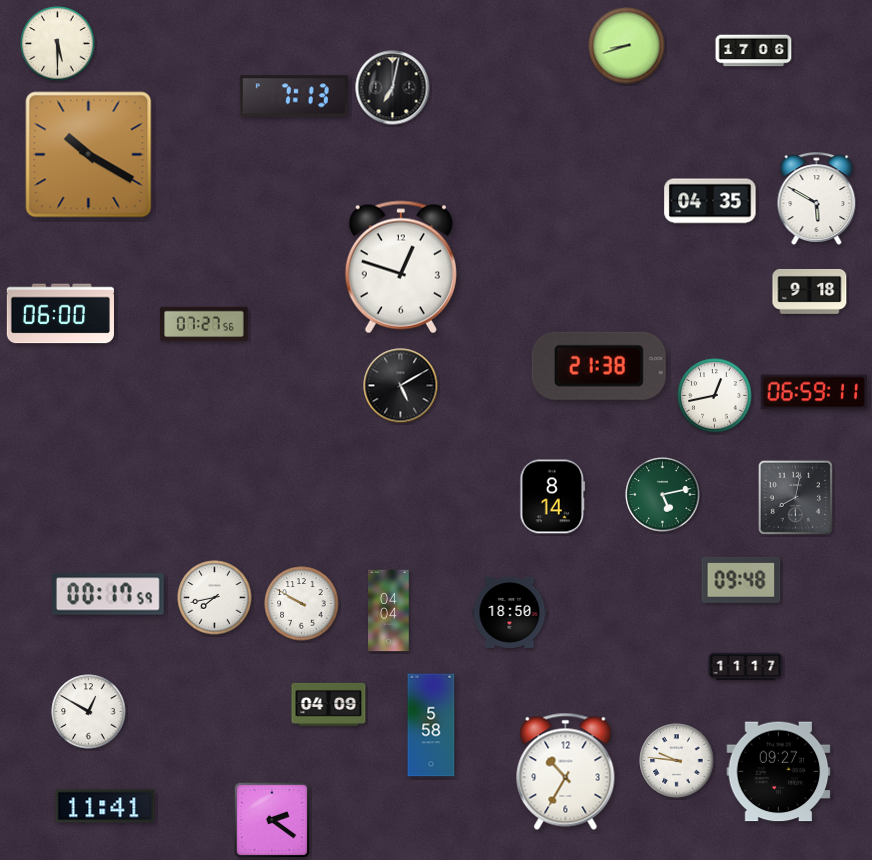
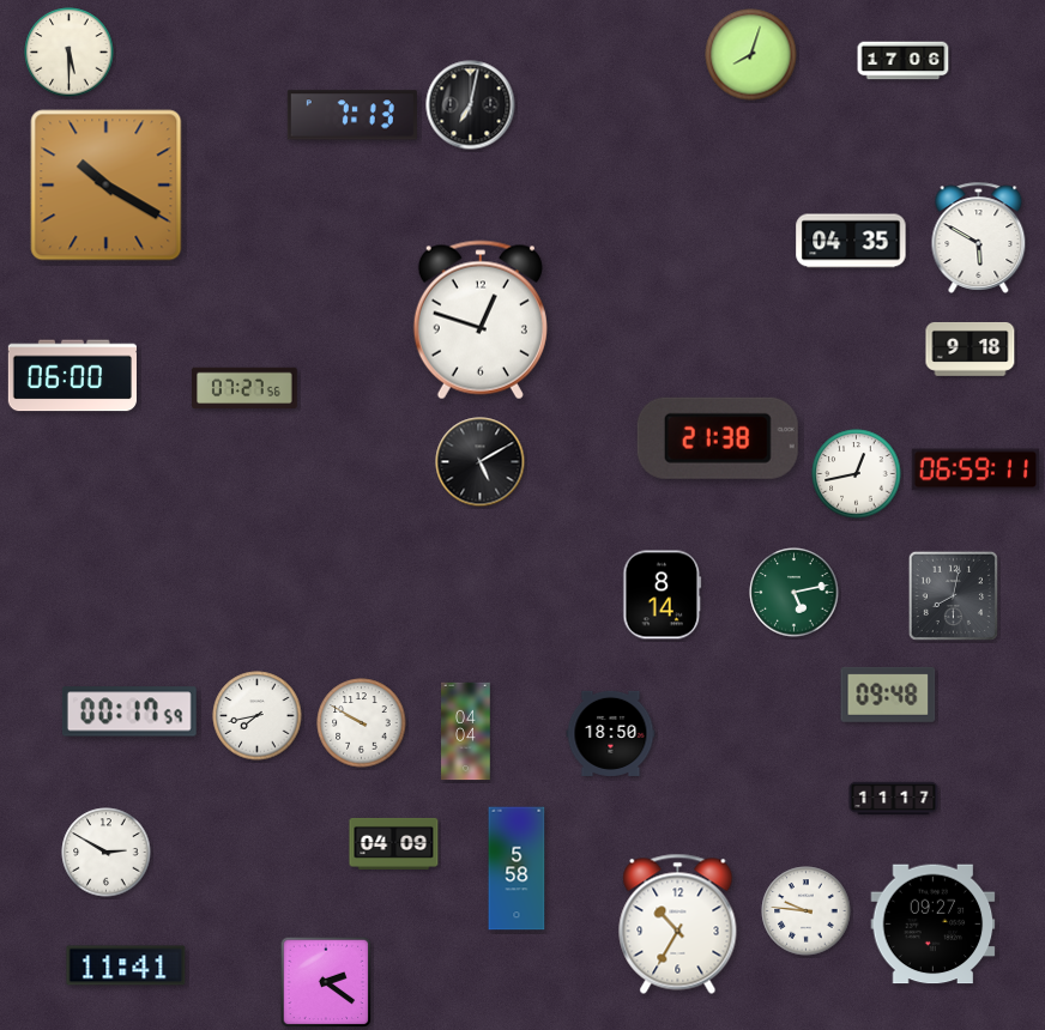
clock at (627, 46): 8:42 -> 8:03
clock at (89, 712): 12:50 -> 2:50
clock at (677, 761) position: (677, 761) -> (807, 911)
